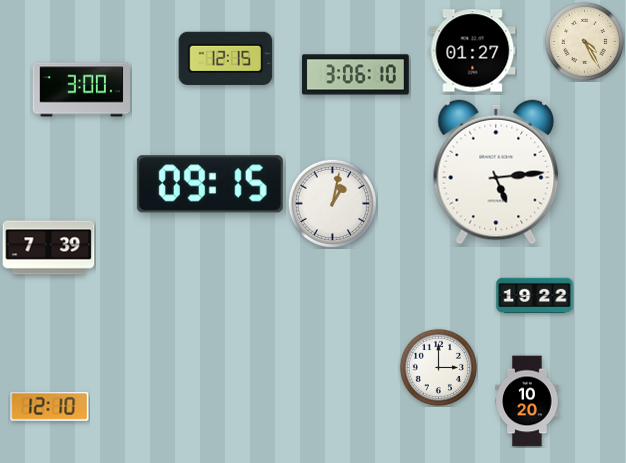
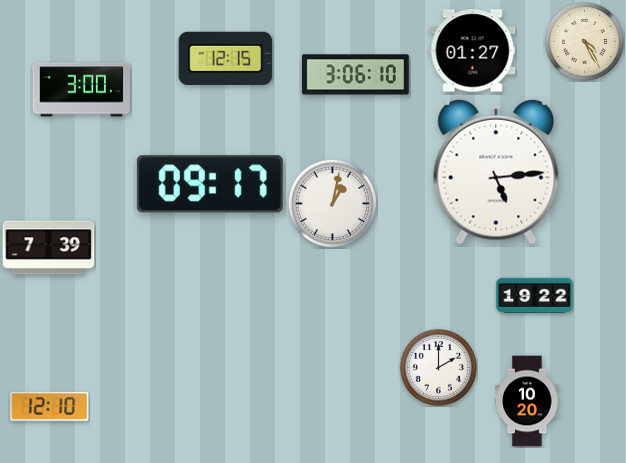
clock at (210, 184): 09:15 -> 09:17
clock at (438, 367): 3:00 -> 2:00
